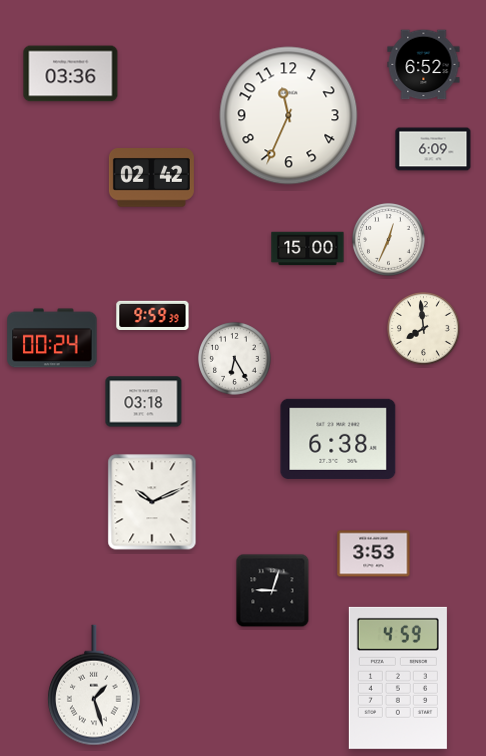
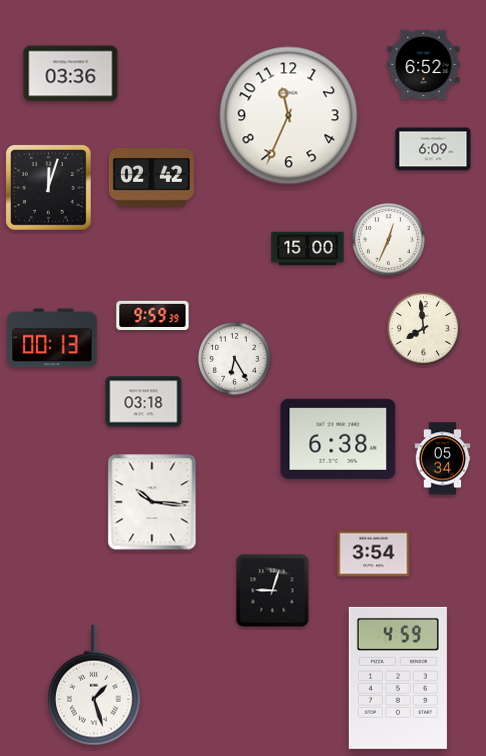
clock at (49, 188): none -> 12:03
clock at (52, 338): 00:24 -> 00:13
clock at (443, 459): none -> 05:34
clock at (152, 502): 10:11 -> 10:16
clock at (374, 554): 3:53 -> 3:54
